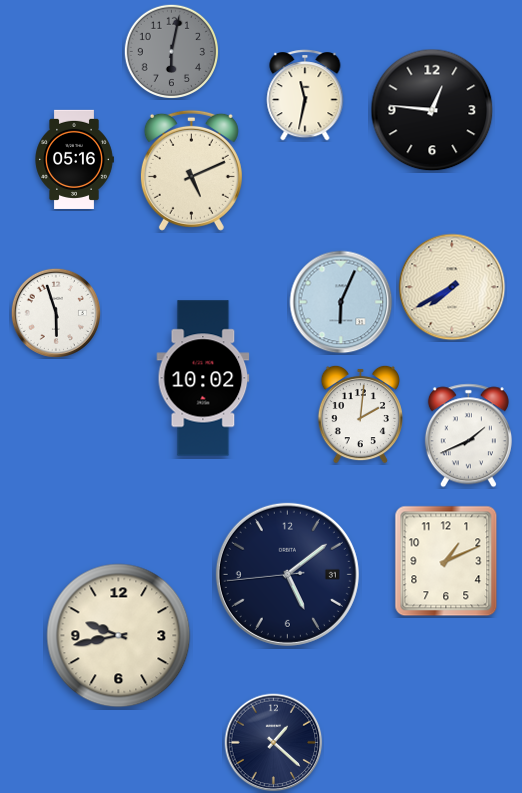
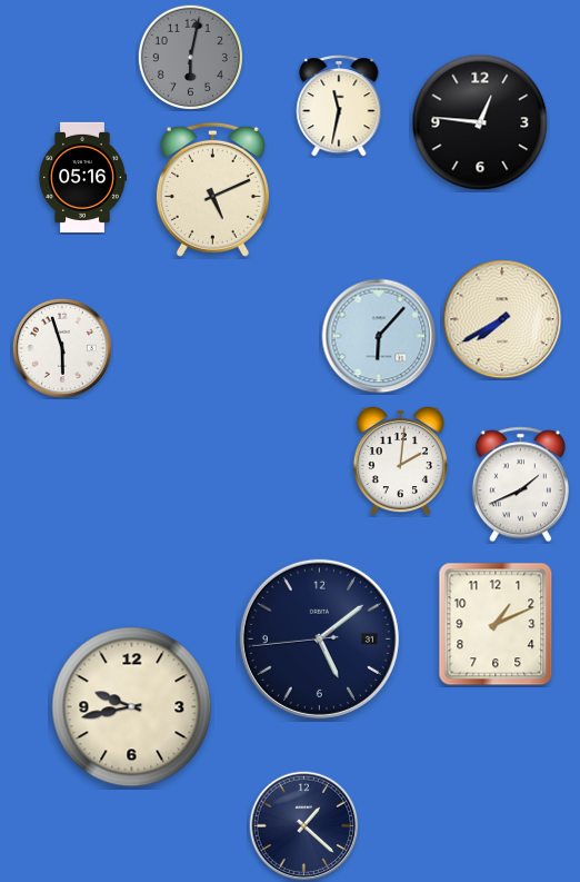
clock at (341, 302): 6:04 -> 6:07
clock at (203, 378): 10:02 -> none
